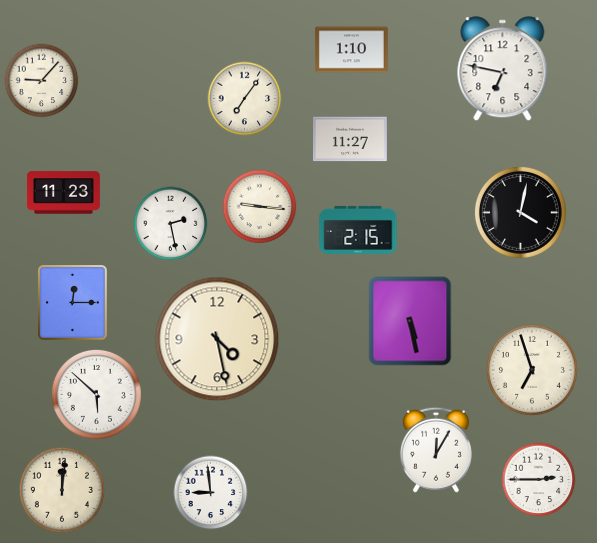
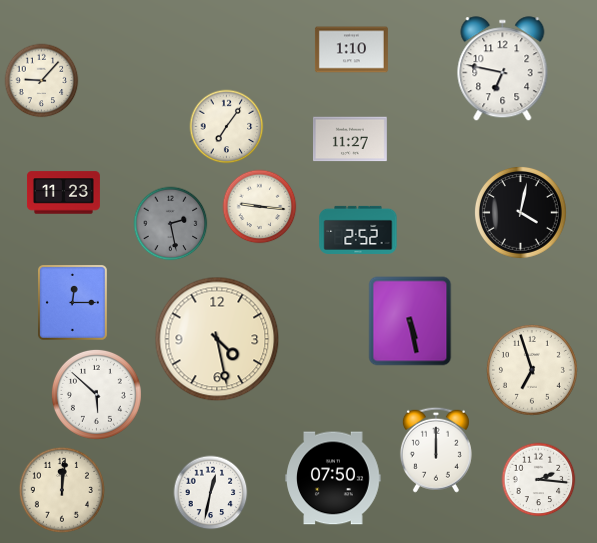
clock at (245, 99) position: (245, 99) -> (227, 127)
clock at (171, 224) dial: white -> grey
clock at (358, 230): 2:15 -> 2:52
clock at (436, 450): 12:05 -> 12:00
clock at (333, 478): none -> 07:50
clock at (539, 480): 2:45 -> 2:16
clock at (211, 493): 8:59 -> 12:32
